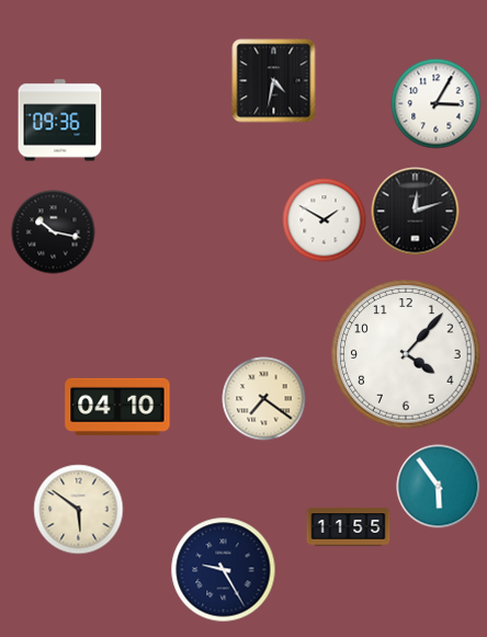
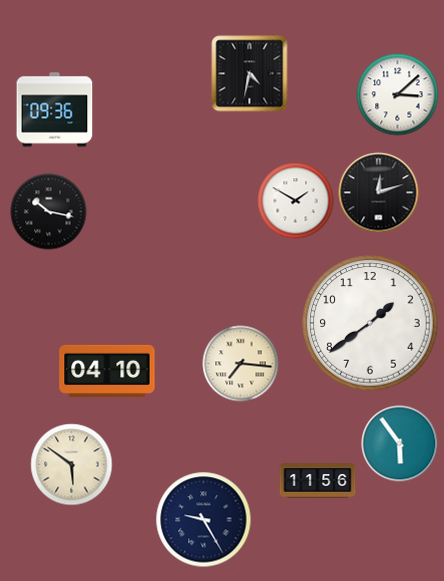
clock at (437, 104): 3:05 -> 3:08
clock at (406, 354): 4:07 -> 1:39
clock at (264, 399): 7:21 -> 7:16
clock at (349, 527): 11:55 -> 11:56
